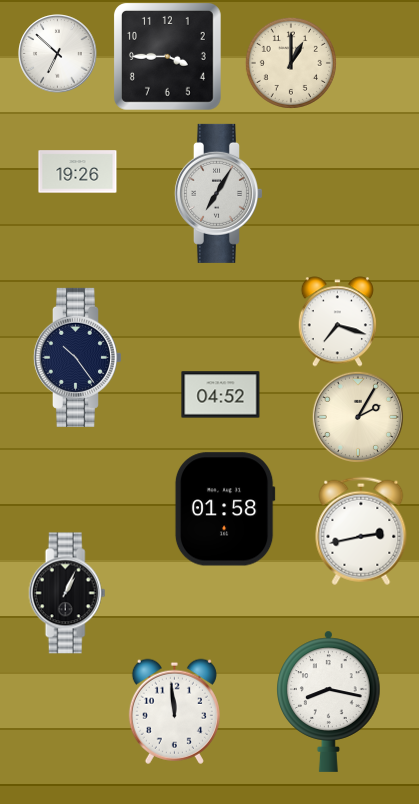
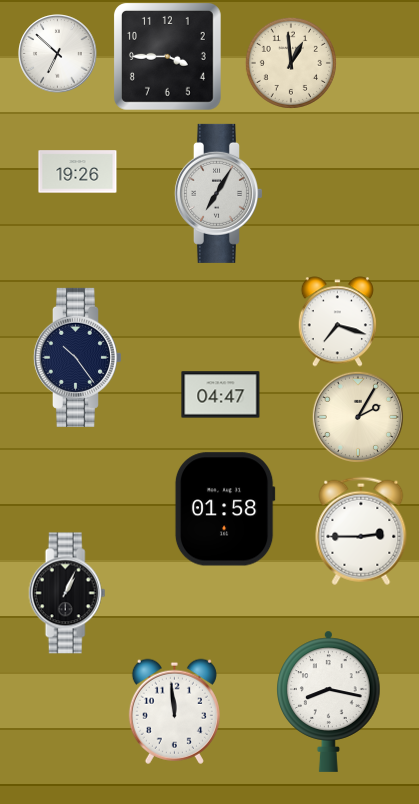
clock at (291, 63): 1:00 -> 12:59
clock at (221, 395): 04:52 -> 04:47
clock at (361, 531): 2:43 -> 2:45
